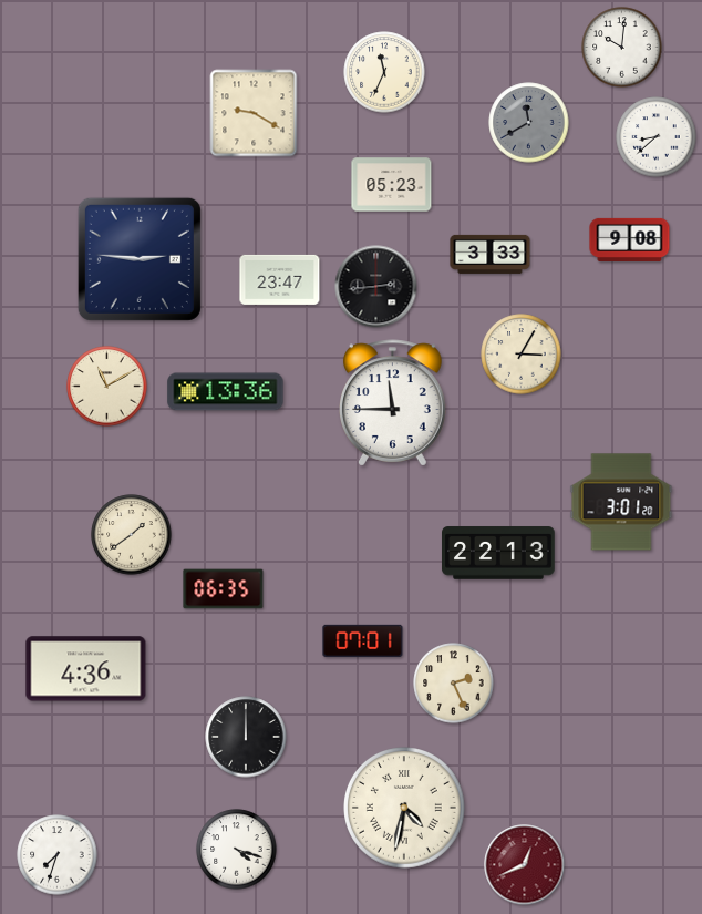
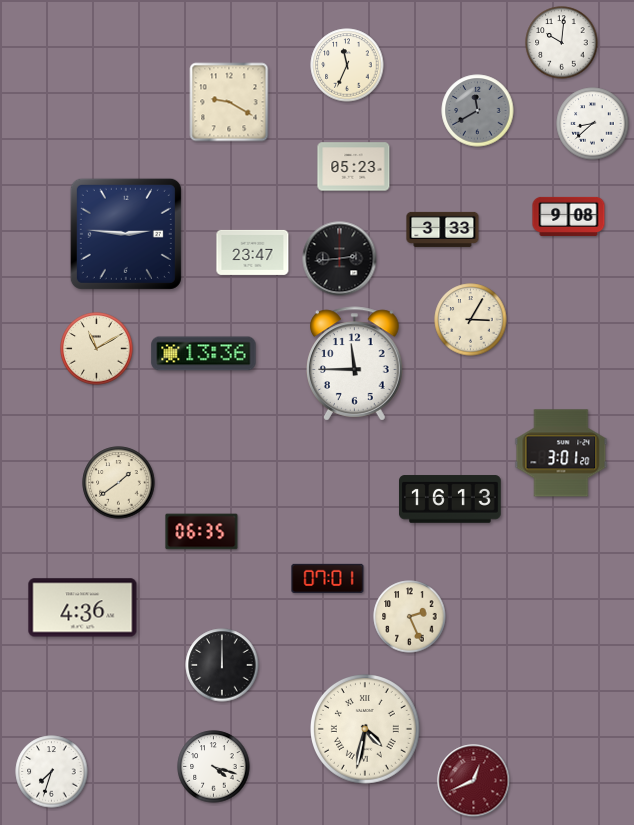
clock at (499, 553): 22:13 -> 16:13
clock at (86, 669) position: (86, 669) -> (83, 608)
